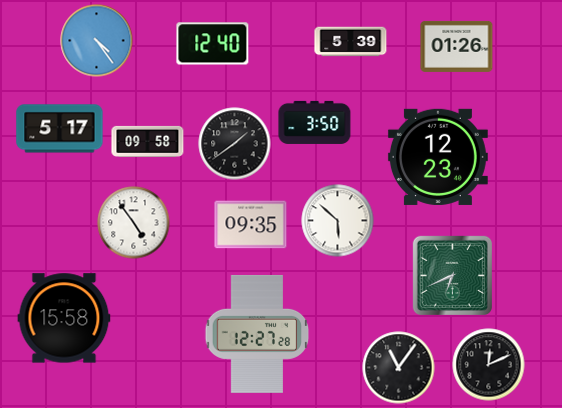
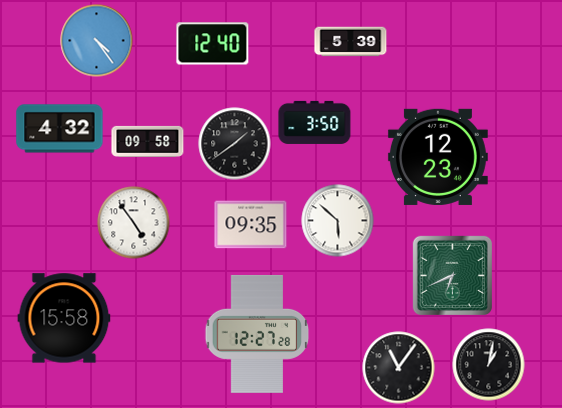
clock at (457, 46): 01:26 -> none
clock at (60, 129): 5:17 -> 4:32
clock at (489, 365): 12:11 -> 1:02
